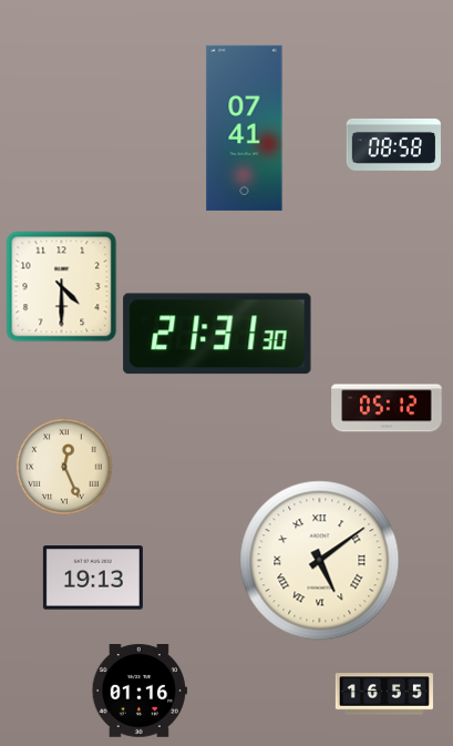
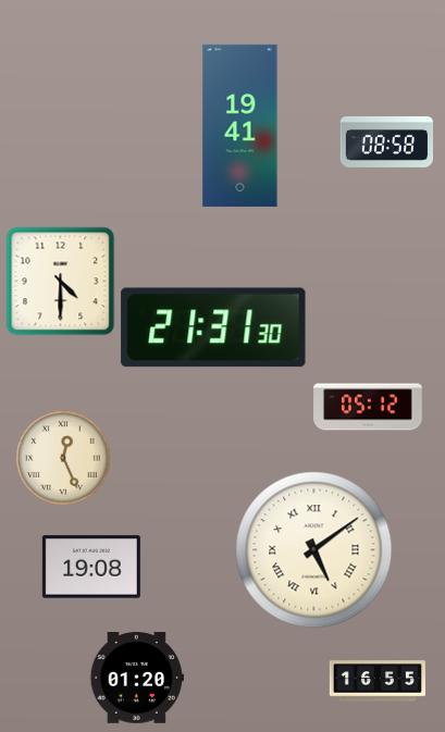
clock at (245, 127): 07:41 -> 19:41
clock at (387, 408) position: (387, 408) -> (368, 407)
clock at (93, 578): 19:13 -> 19:08
clock at (140, 692): 01:16 -> 01:20
